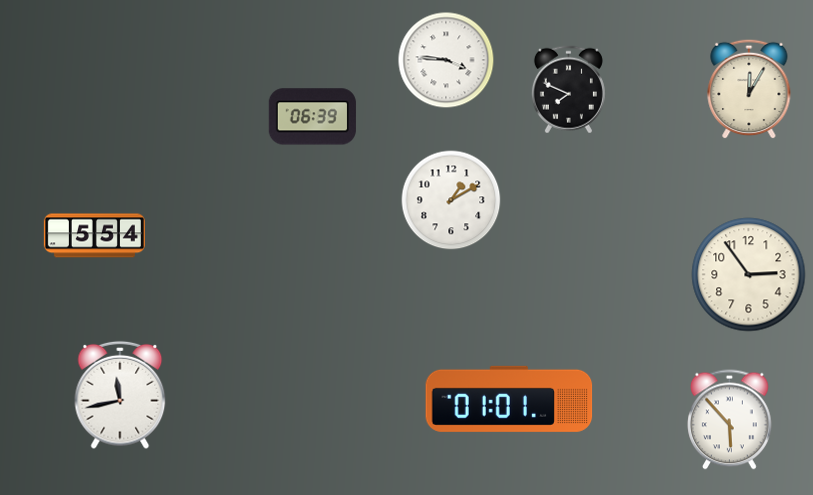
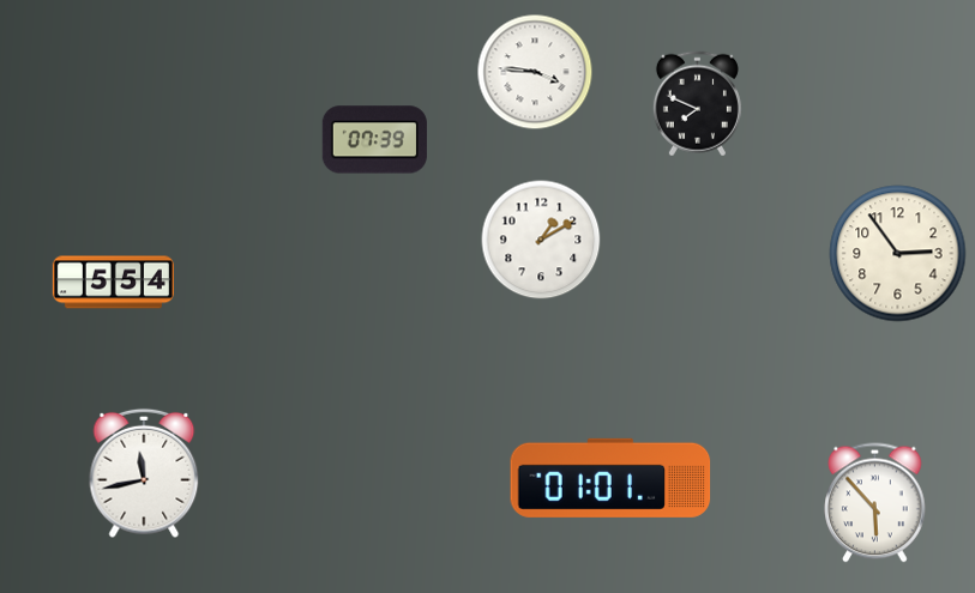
clock at (749, 89): 12:05 -> none
clock at (568, 90) position: (568, 90) -> (697, 104)
clock at (312, 117): 06:39 -> 07:39
clock at (749, 275) position: (749, 275) -> (898, 254)
